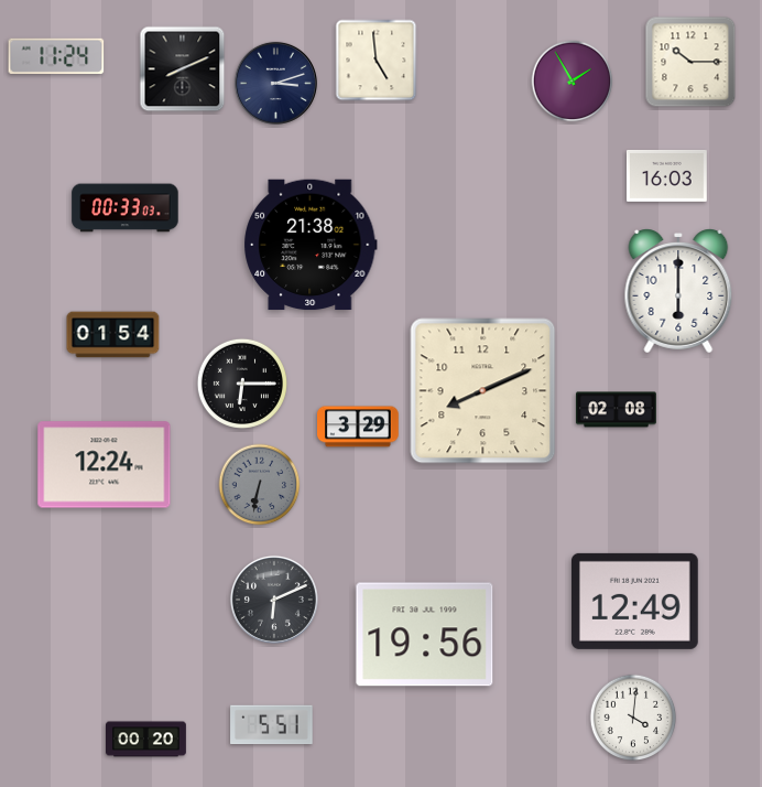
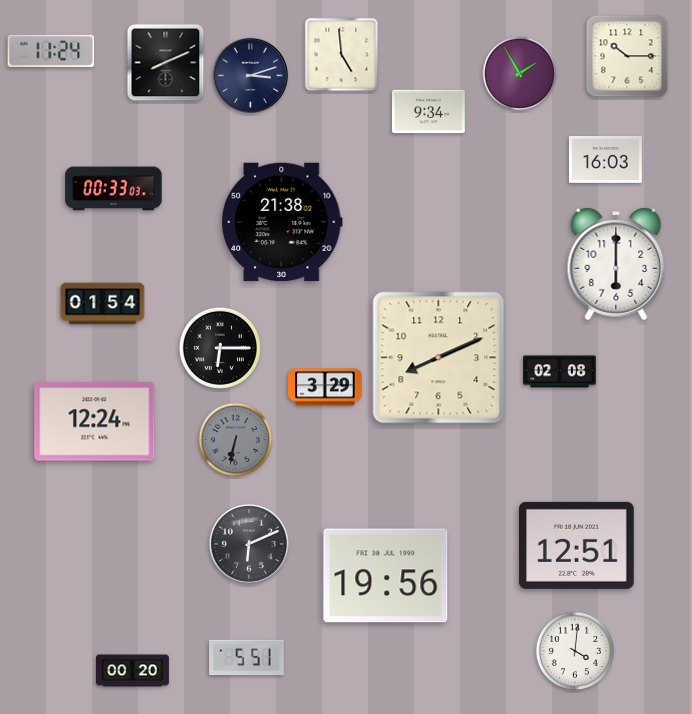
clock at (428, 112): none -> 9:34
clock at (483, 391) position: (483, 391) -> (439, 358)
clock at (634, 601): 12:49 -> 12:51
